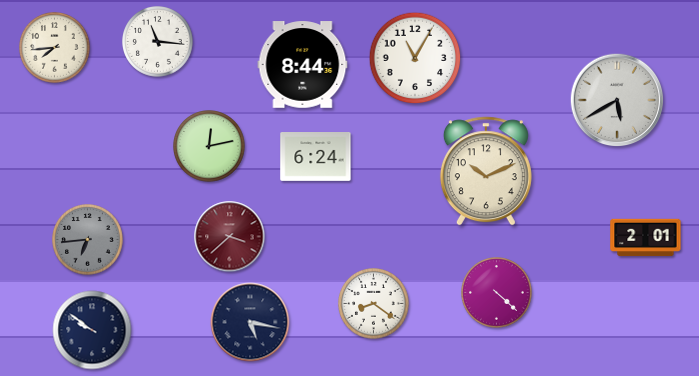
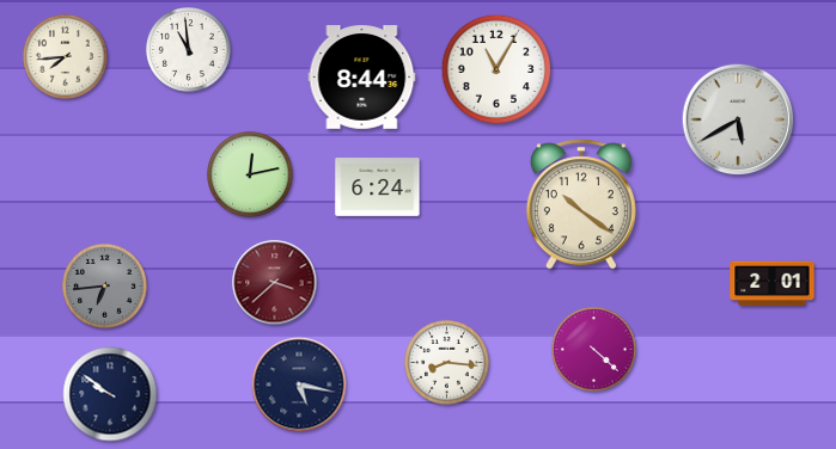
clock at (158, 42): 11:16 -> 10:59
clock at (486, 171): 10:11 -> 10:21
clock at (374, 304): 8:21 -> 8:16
